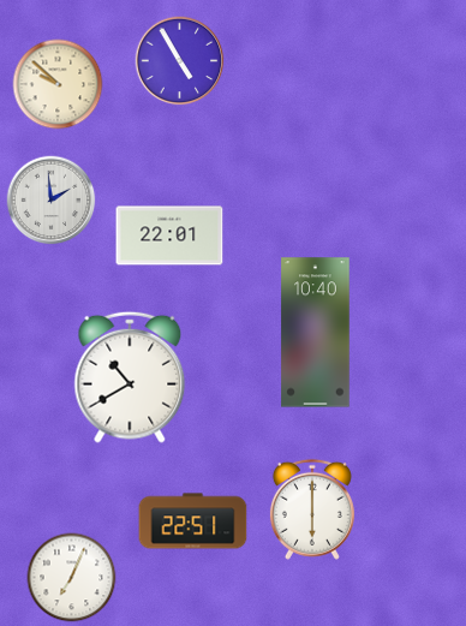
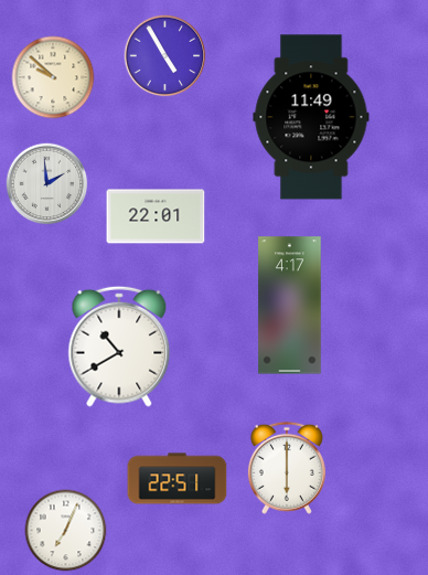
clock at (311, 117): none -> 11:49
clock at (316, 333): 10:40 -> 4:17
